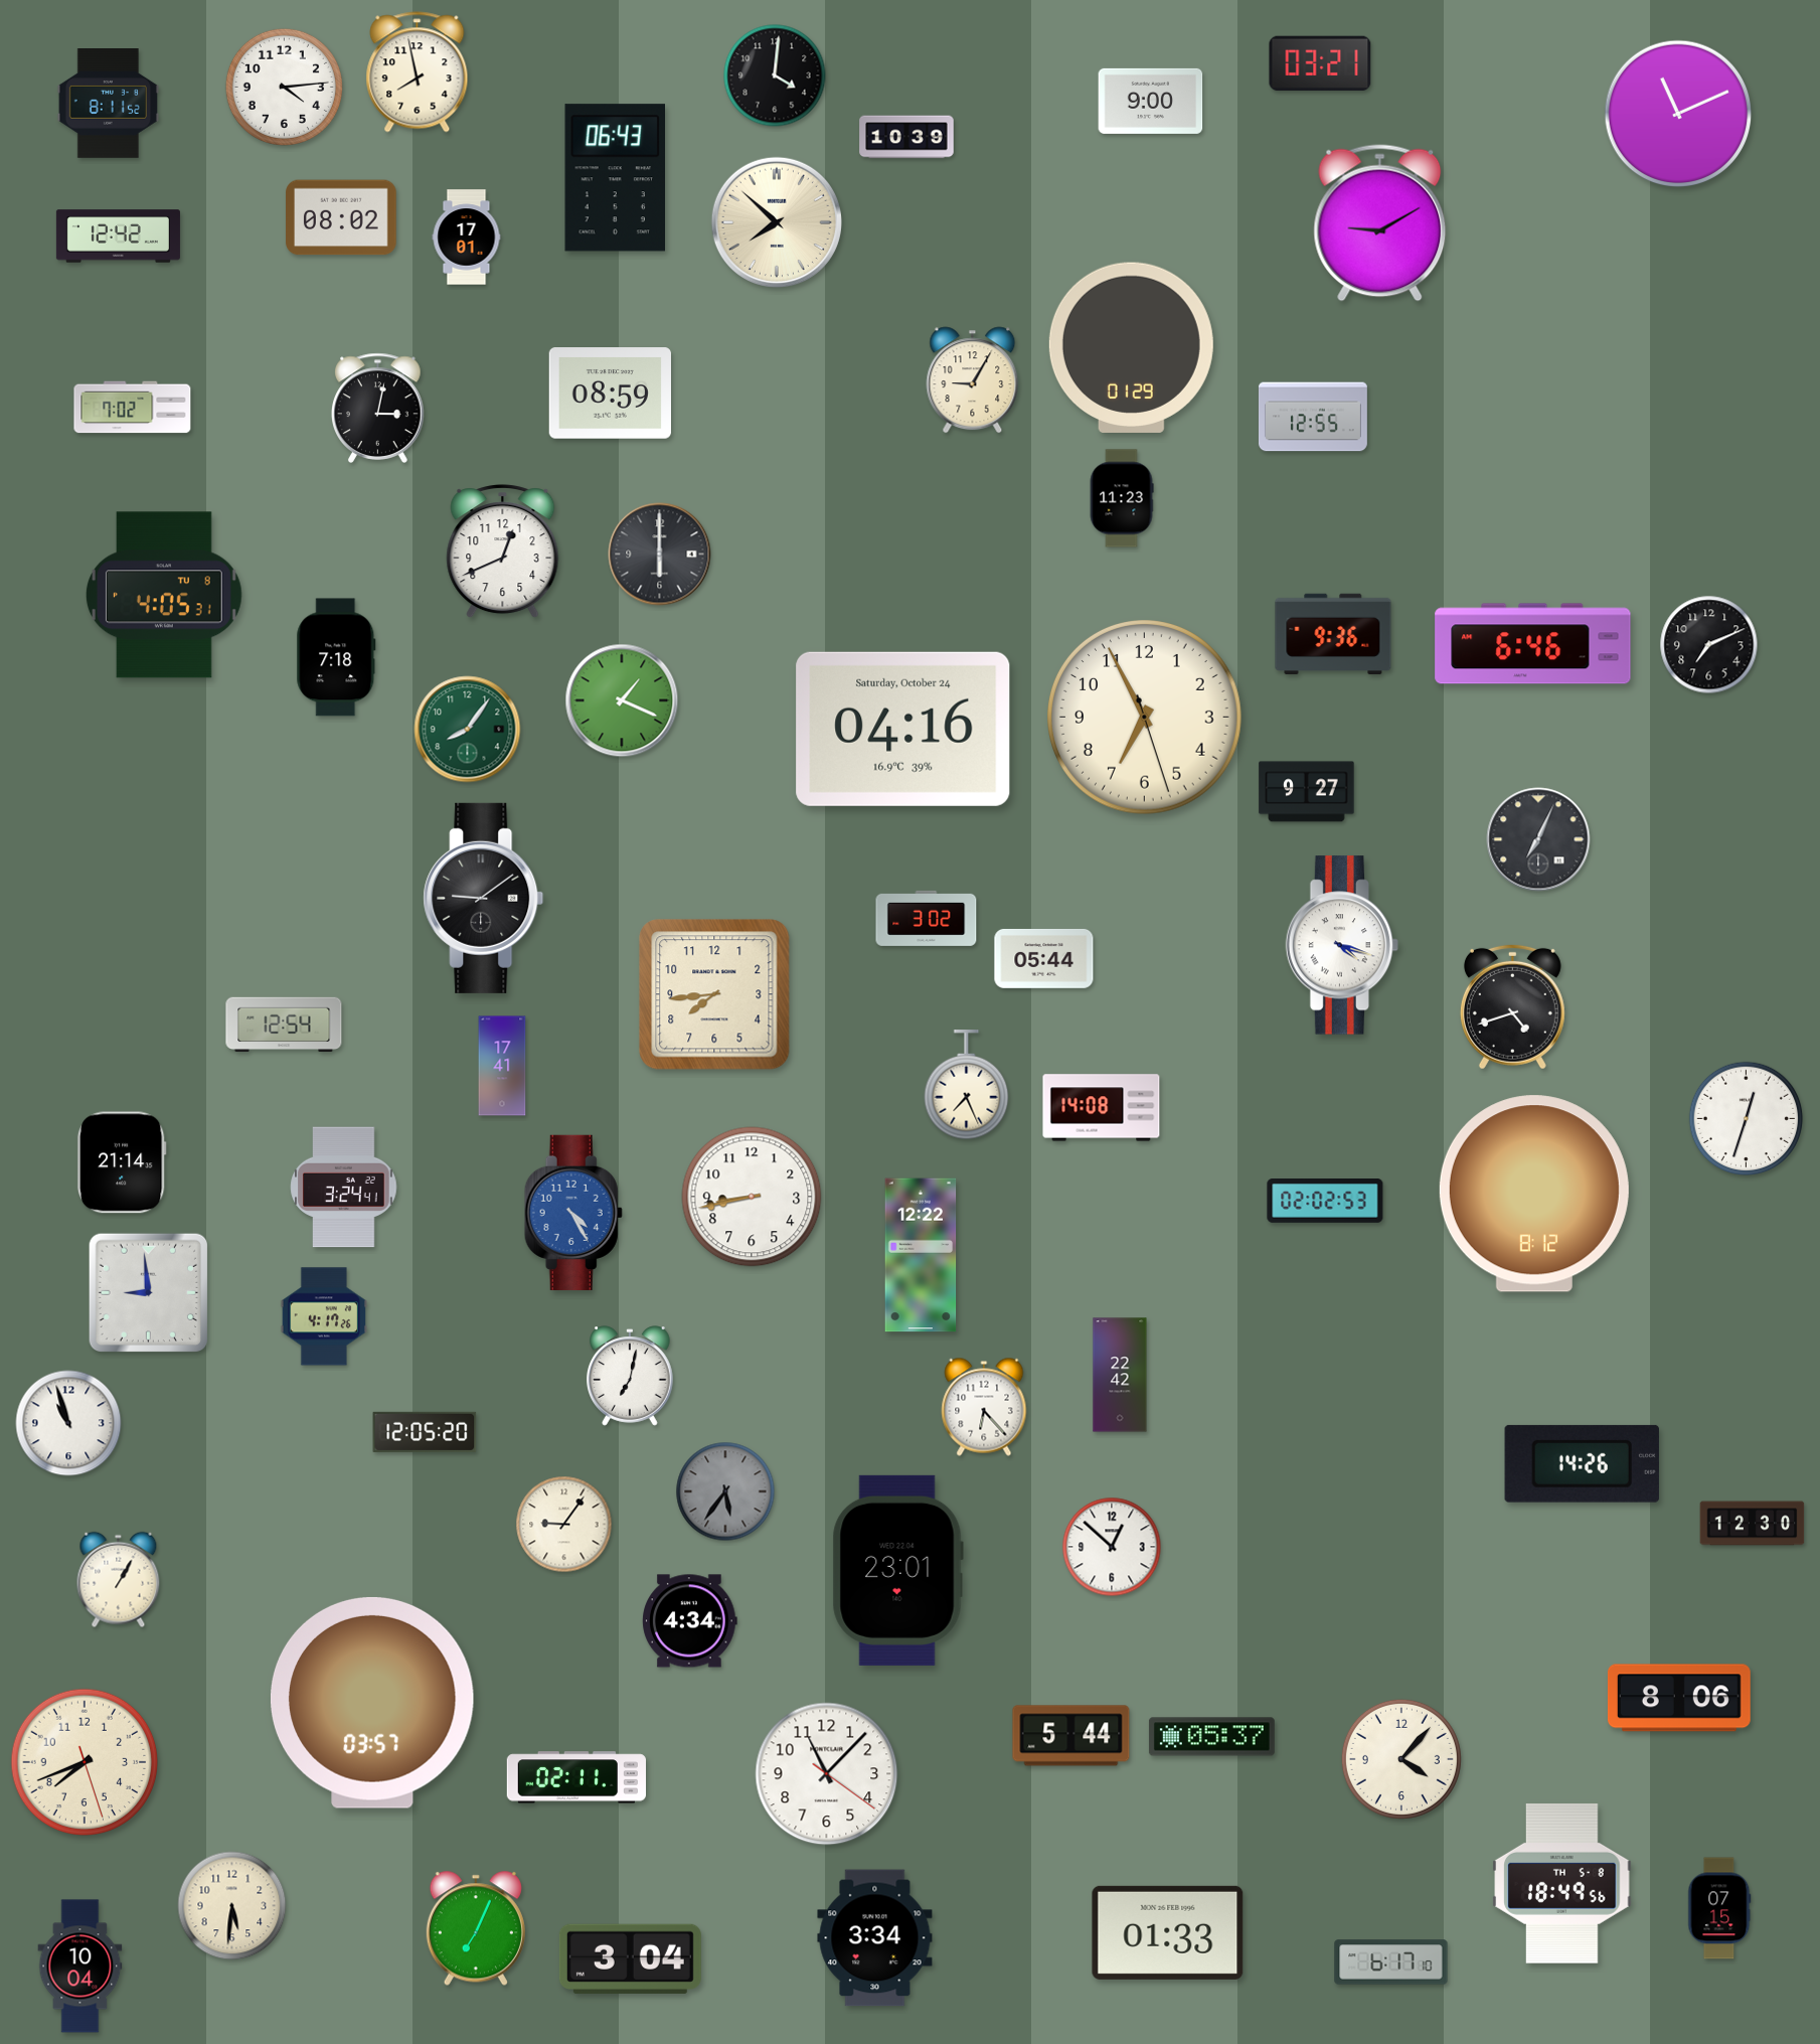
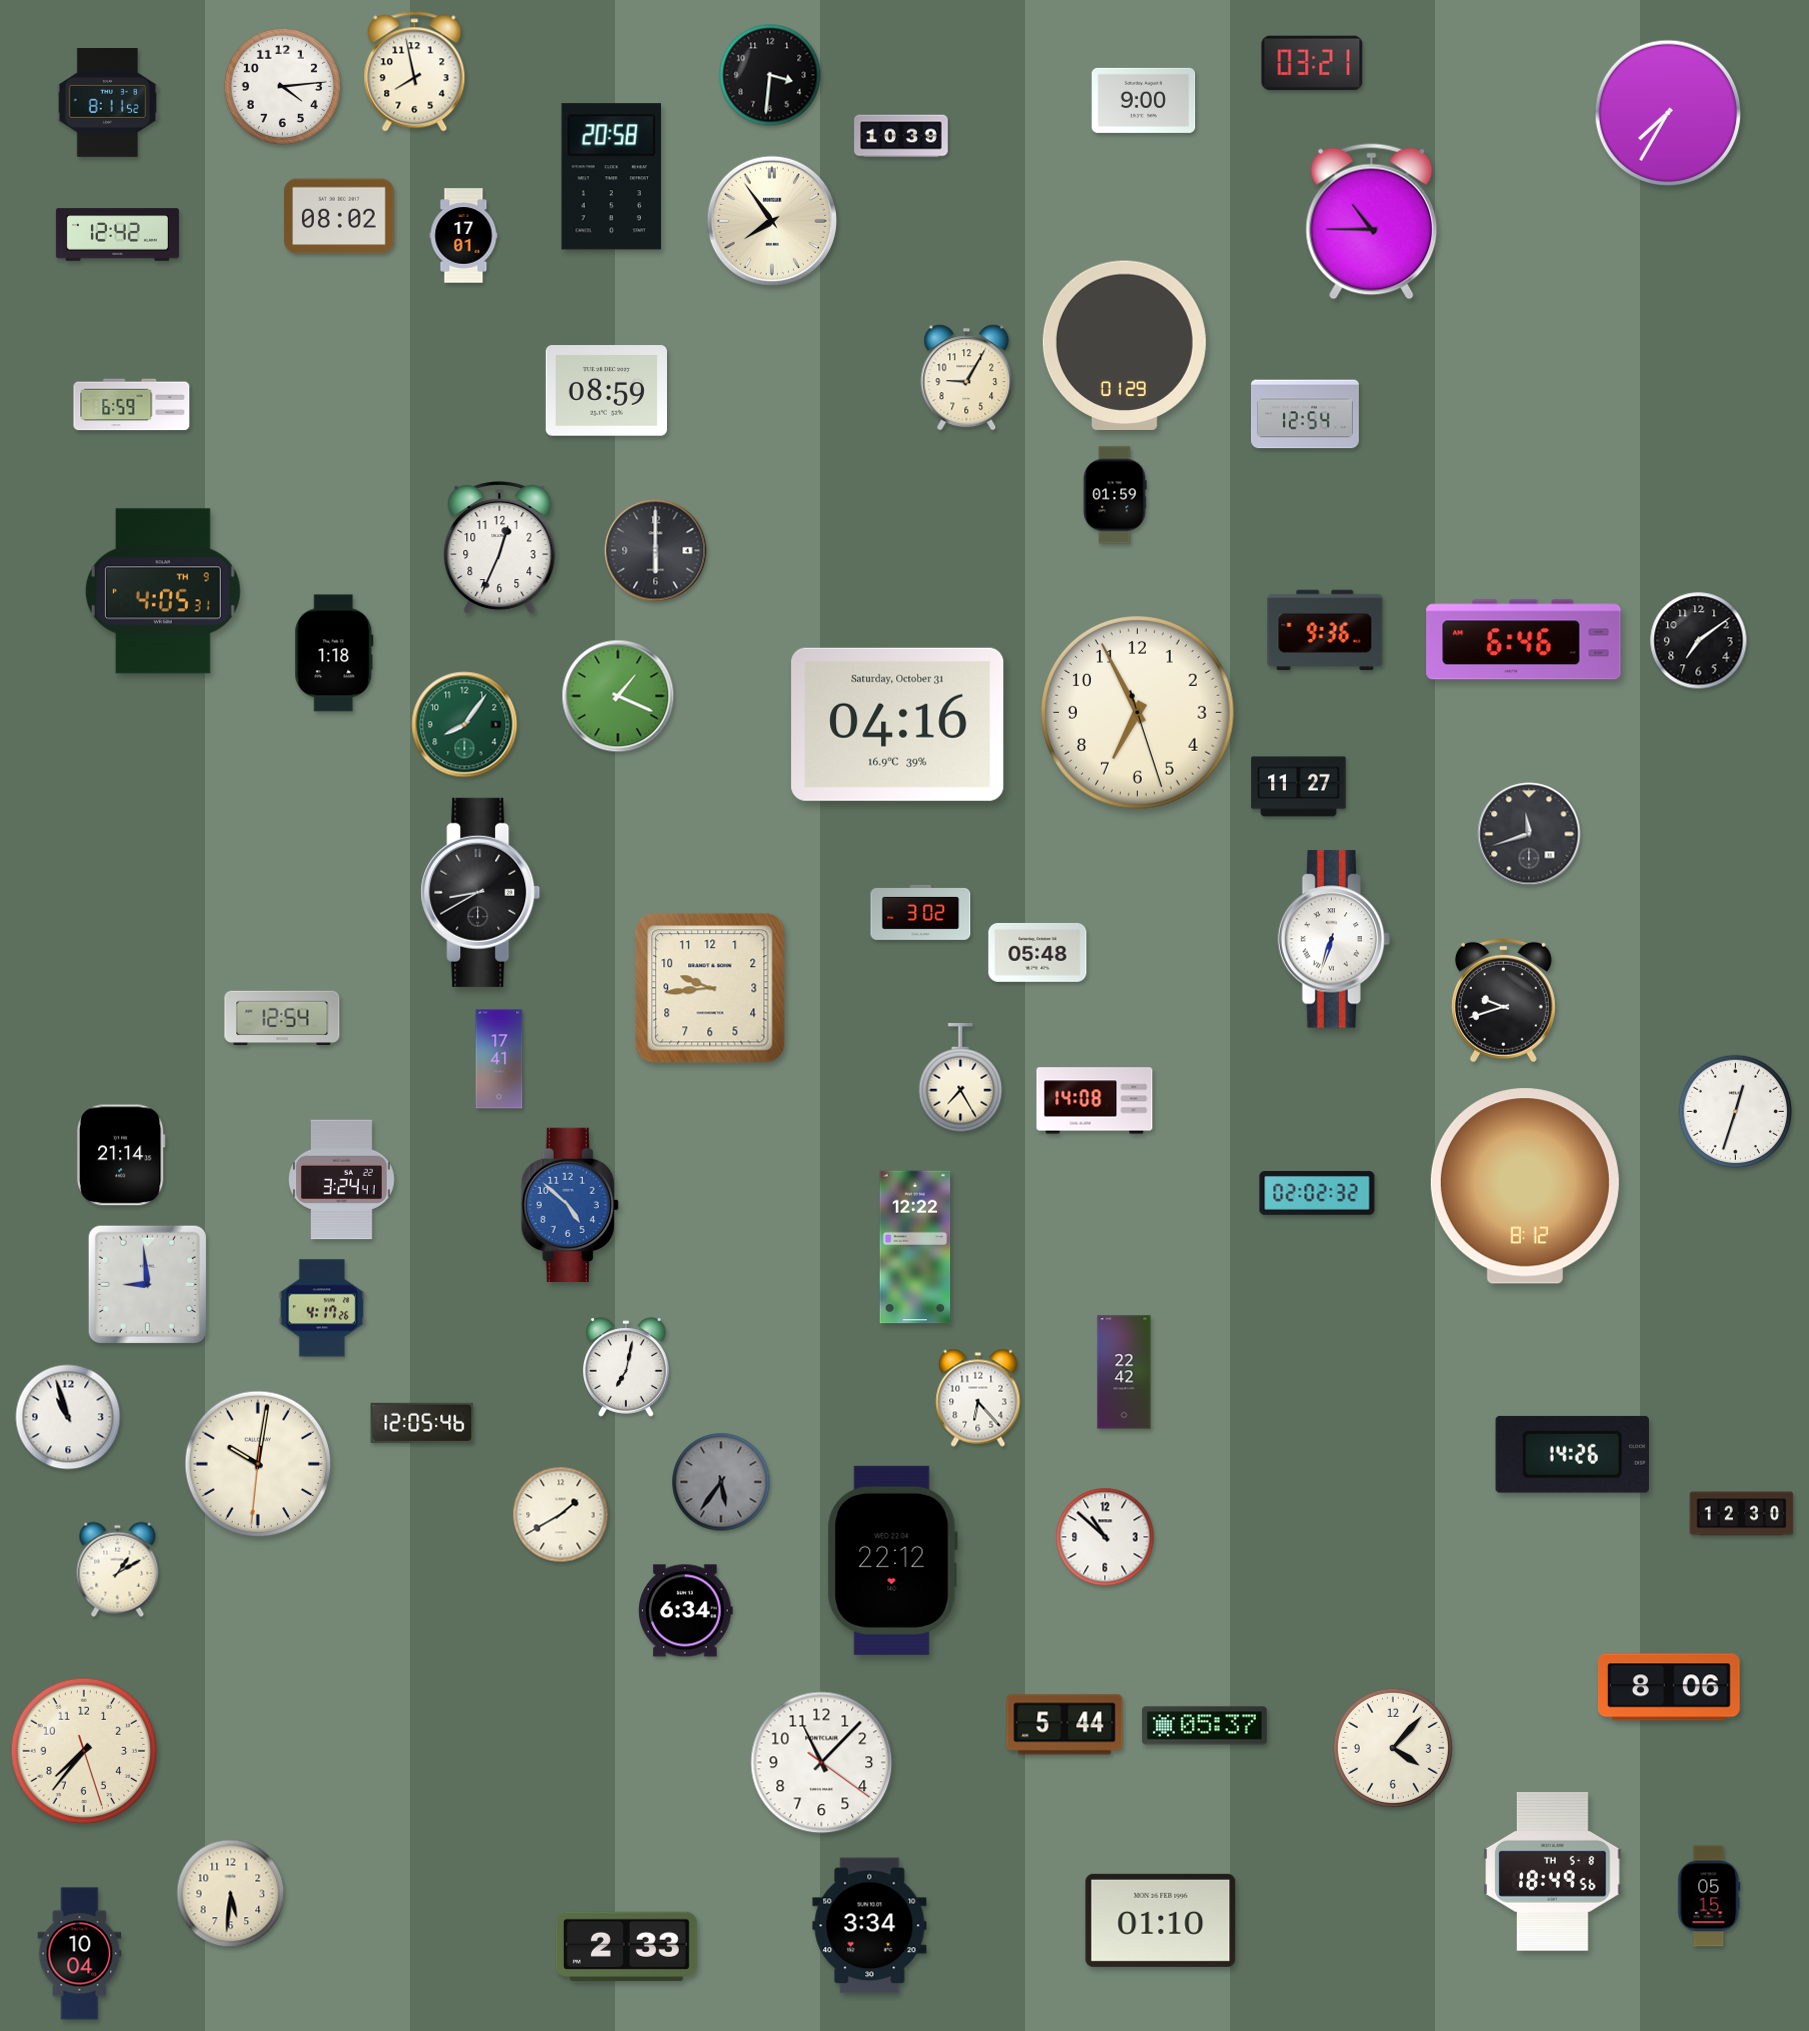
clock at (775, 75): 4:01 -> 3:31
clock at (1678, 114): 11:11 -> 7:35
clock at (615, 178): 06:43 -> 20:58
clock at (777, 222): 7:52 -> 7:54
clock at (1380, 223): 9:10 -> 10:45
clock at (133, 408): 7:02 -> 6:59
clock at (378, 408): 3:02 -> none
clock at (1313, 417): 12:55 -> 12:54
clock at (1122, 498): 11:23 -> 01:59
clock at (503, 552): 12:41 -> 12:34
clock at (164, 595) date: TU 8 -> TH 9
clock at (1709, 645): 7:11 -> 7:09
clock at (336, 657): 7:18 -> 1:18
clock at (903, 729) date: Saturday, October 24 -> Saturday, October 31
clock at (1307, 792): 9:27 -> 11:27
clock at (1538, 839): 7:04 -> 11:42
clock at (484, 898): 9:09 -> 8:40
clock at (1342, 945): 4:18 -> 6:33
clock at (1044, 958): 05:44 -> 05:48
clock at (714, 994): 7:44 -> 9:44
clock at (1512, 1006): 4:42 -> 9:42
clock at (967, 1086): 7:26 -> 7:25
clock at (752, 1197): 8:43 -> none
clock at (1325, 1202): 02:02:53 -> 02:02:32
clock at (573, 1213): 4:25 -> 4:52
clock at (1120, 1375) position: (1120, 1375) -> (1124, 1372)
clock at (68, 1423) position: (68, 1423) -> (68, 1417)
clock at (425, 1432): 12:05:20 -> 12:05:46
clock at (258, 1464): none -> 10:01
clock at (564, 1525): 9:06 -> 1:40
clock at (1112, 1547): 12:52 -> 10:52
clock at (897, 1570): 23:01 -> 22:12
clock at (119, 1580): 1:05 -> 1:10
clock at (690, 1621): 4:34 -> 6:34
clock at (372, 1703): 03:57 -> none
clock at (85, 1762): 7:41 -> 7:36
clock at (575, 1777): 02:11 -> none
clock at (1719, 1908): 07:15 -> 05:15
clock at (476, 1928): 7:04 -> none
clock at (1168, 1932): 01:33 -> 01:10
clock at (630, 1958): 3:04 -> 2:33
clock at (1391, 1962): 6:17 -> none
